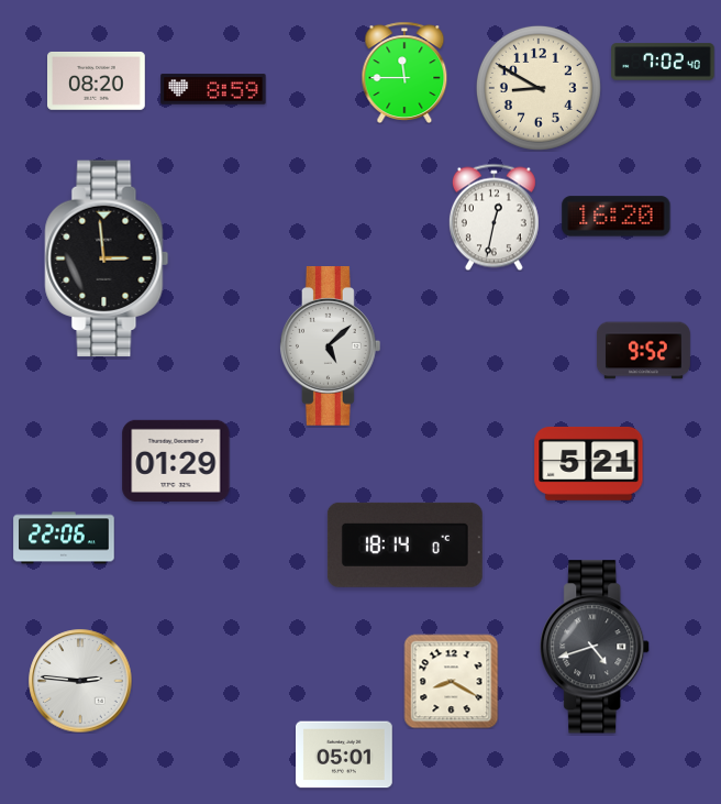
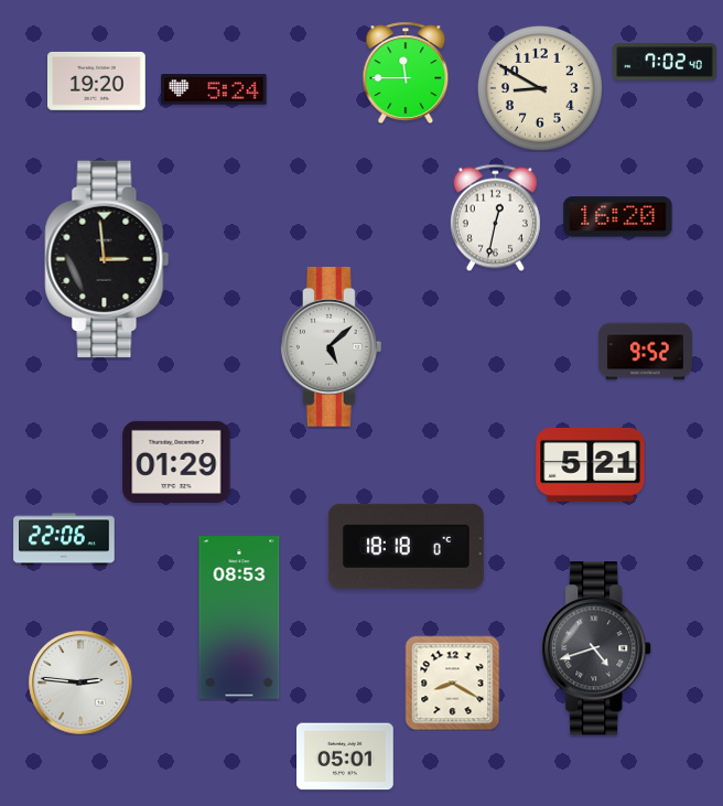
clock at (97, 81): 08:20 -> 19:20
clock at (213, 89): 8:59 -> 5:24
clock at (404, 544): 18:14 -> 18:18
clock at (239, 617): none -> 08:53
